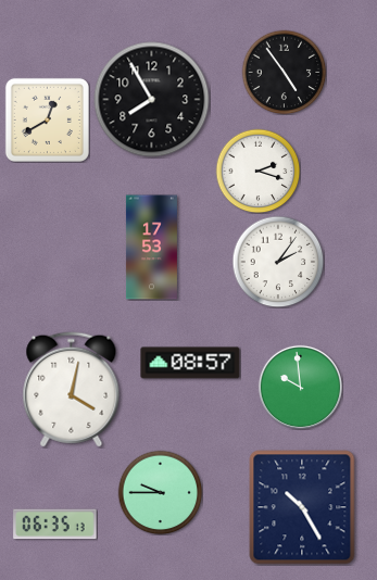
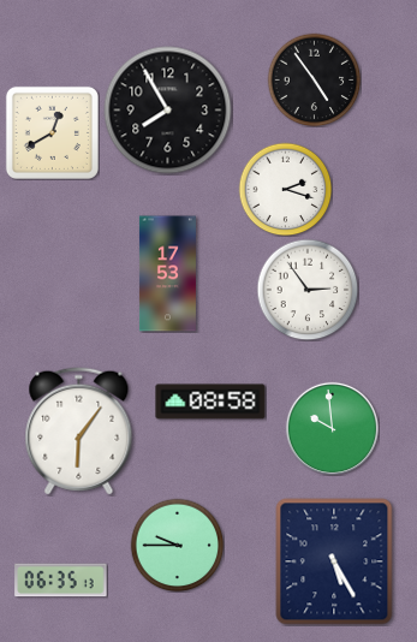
clock at (278, 262): 2:06 -> 2:54
clock at (190, 363): 08:57 -> 08:58
clock at (72, 390): 4:02 -> 6:06
clock at (302, 507): 10:25 -> 5:25
